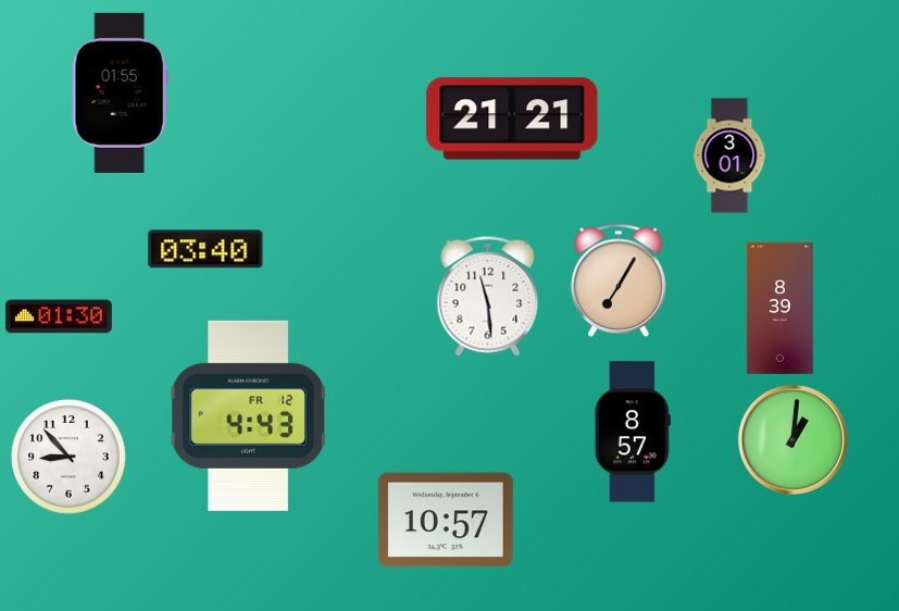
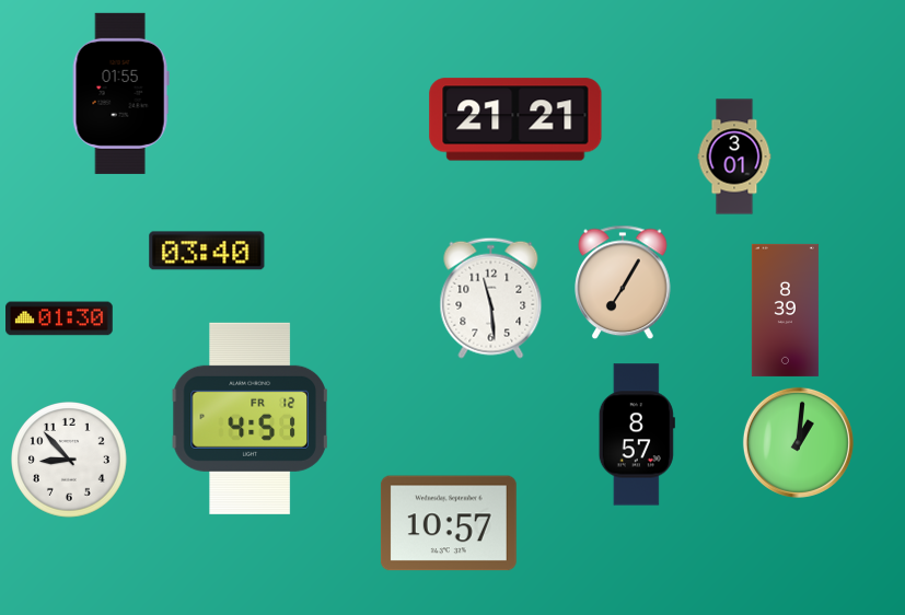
clock at (248, 415): 4:43 -> 4:51
